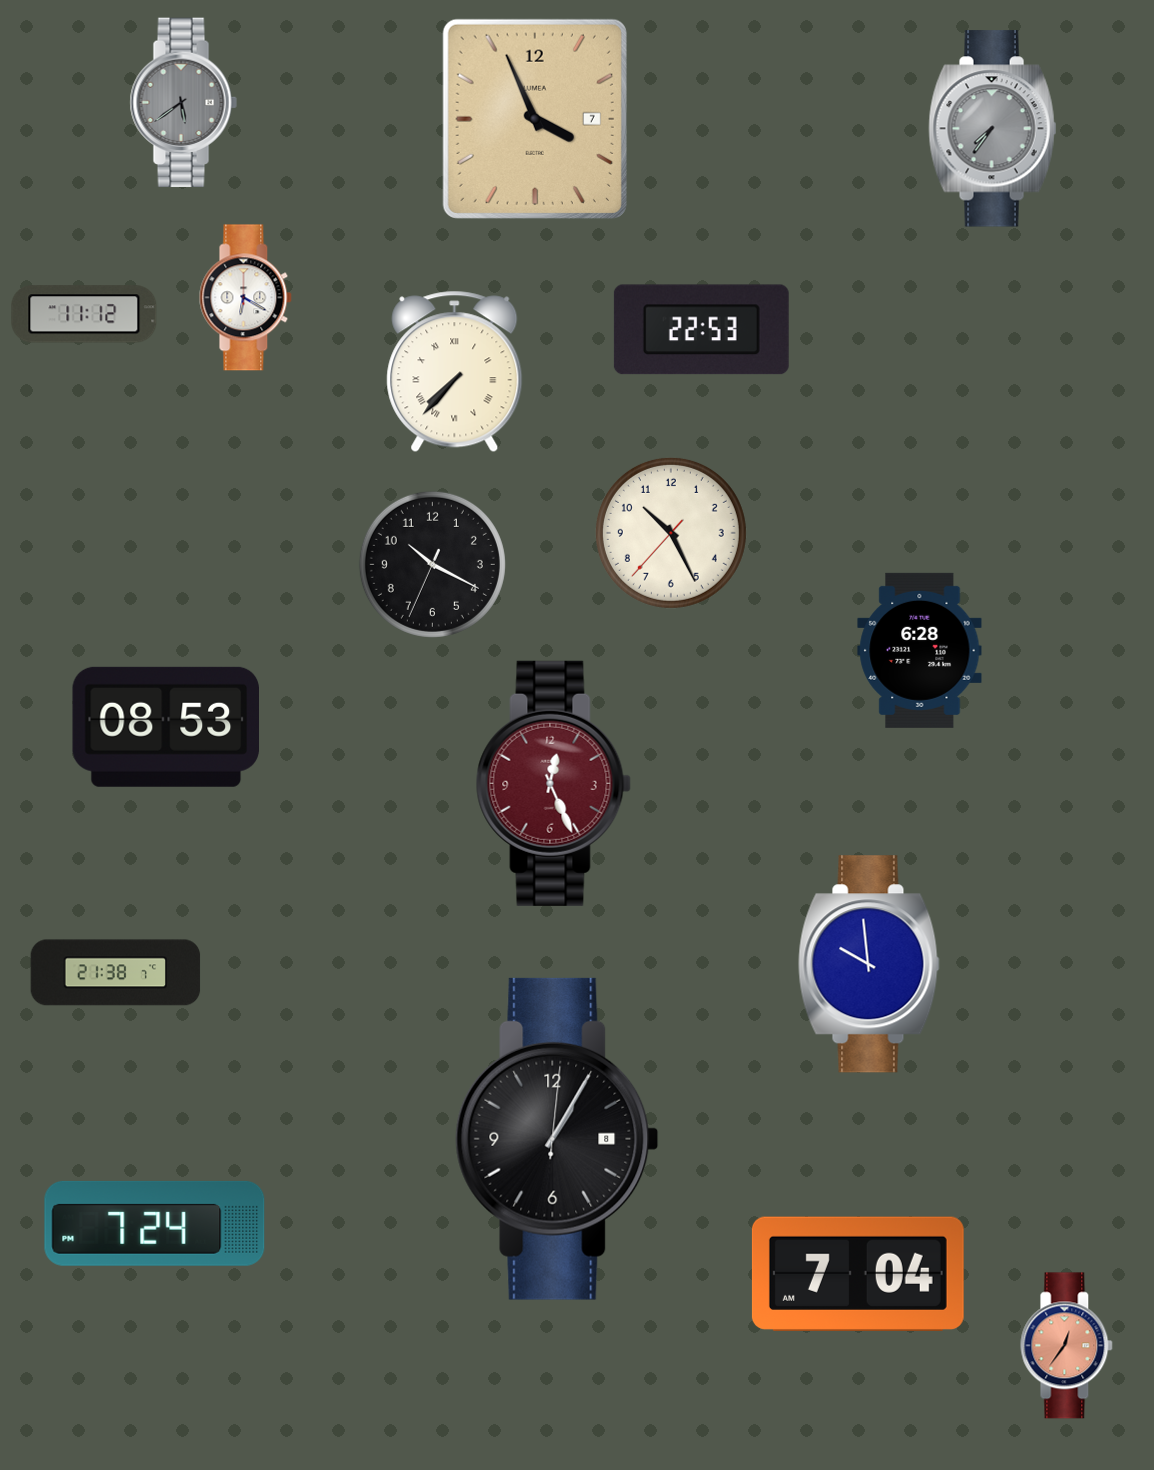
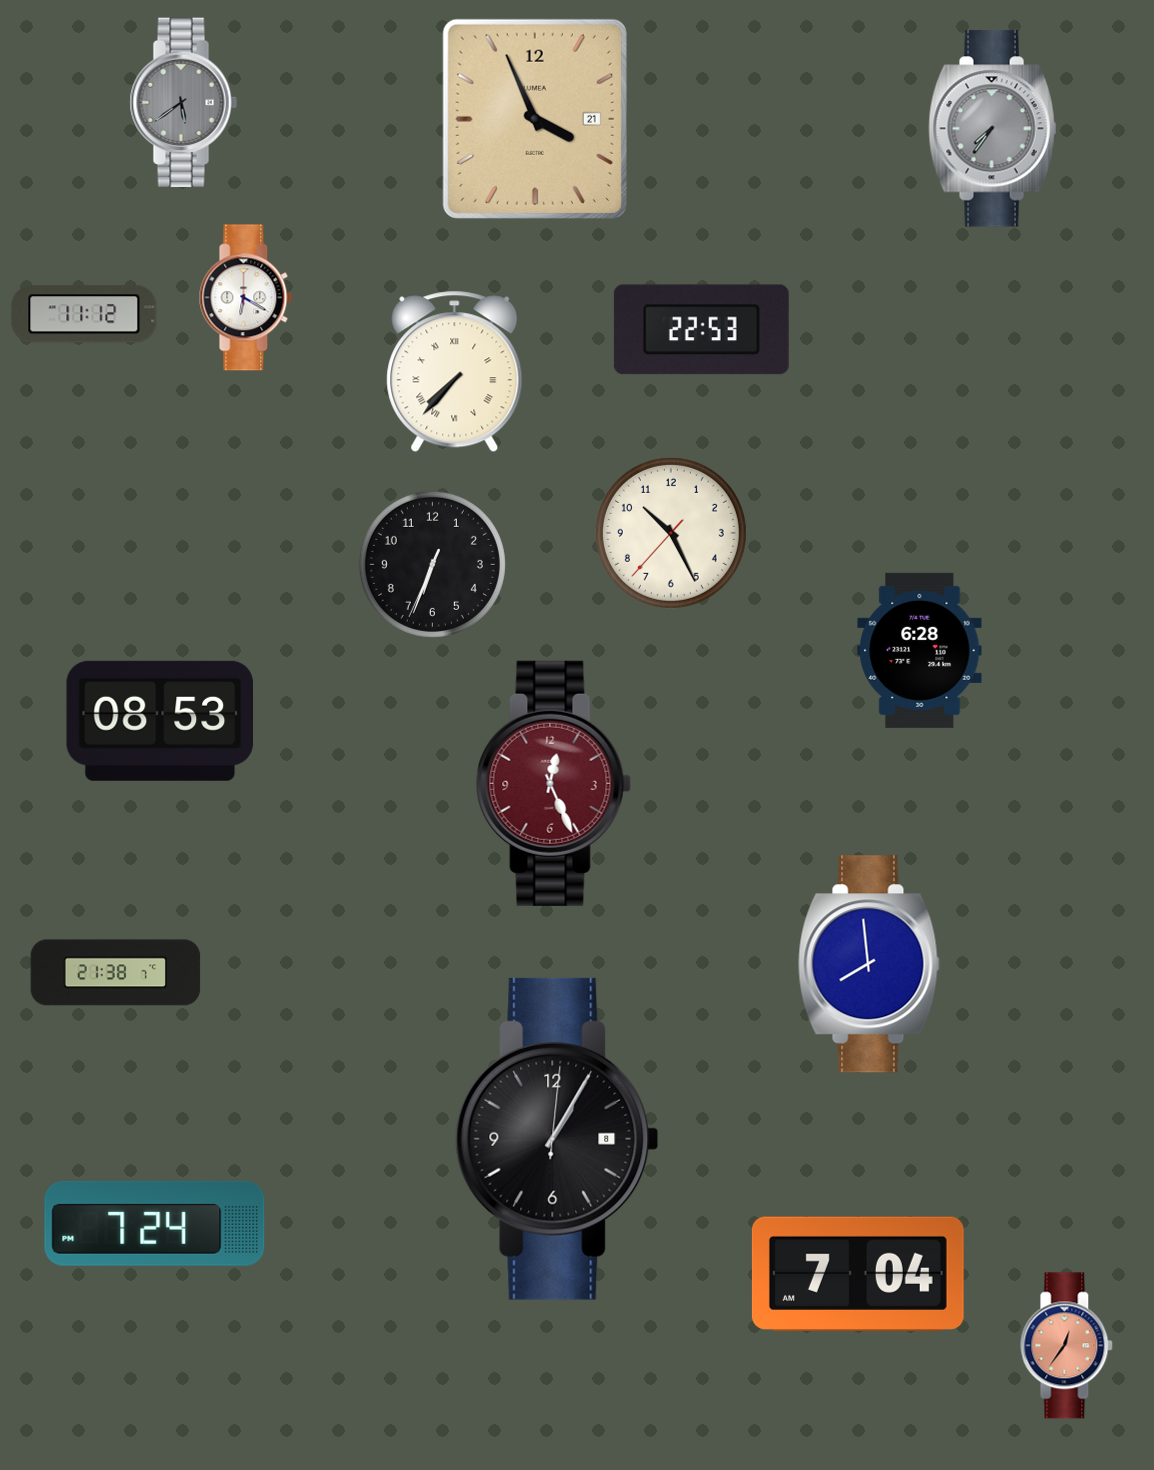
clock at (535, 119) date: 7 -> 21
clock at (432, 564): 10:19 -> 6:33
clock at (165, 727) position: (165, 727) -> (159, 721)
clock at (869, 964): 9:59 -> 7:59
